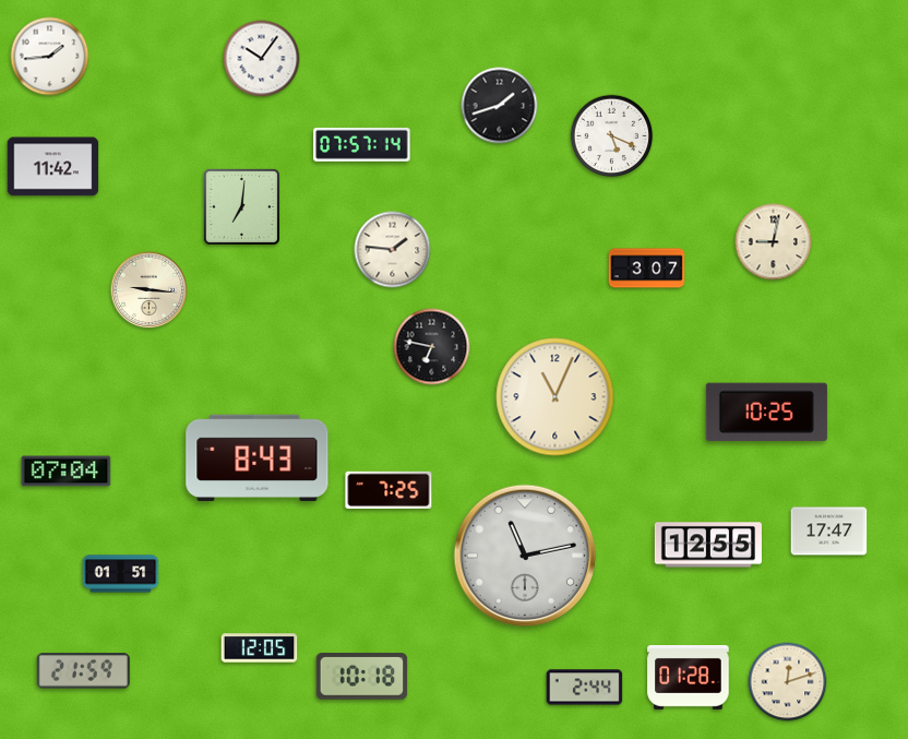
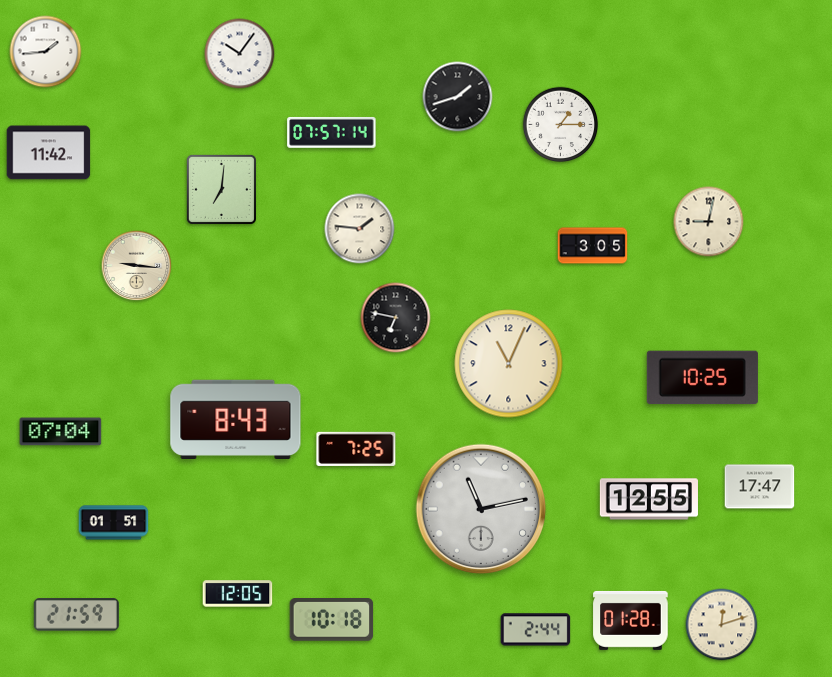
clock at (612, 136): 5:19 -> 1:15
clock at (647, 269): 3:07 -> 3:05
clock at (121, 574) position: (121, 574) -> (114, 523)
